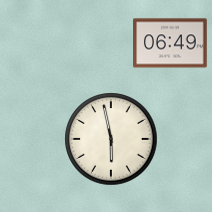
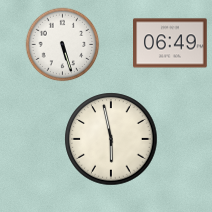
clock at (63, 45): none -> 5:27
